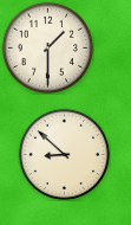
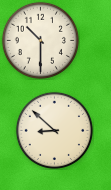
clock at (47, 47): 1:30 -> 10:30
